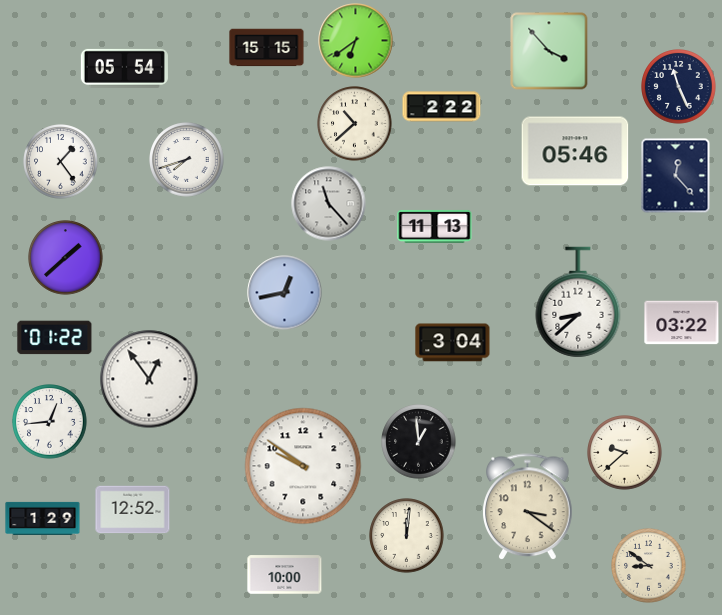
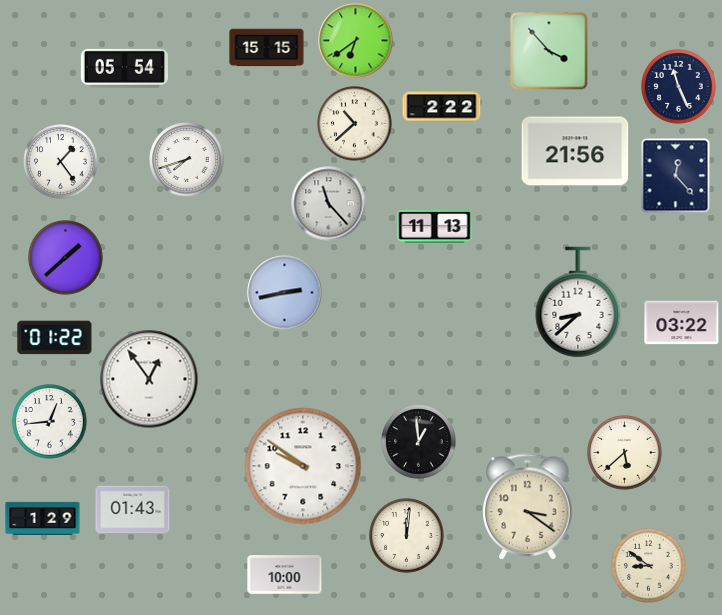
clock at (575, 151): 05:46 -> 21:56
clock at (285, 293): 12:43 -> 2:43
clock at (453, 343): 3:04 -> none
clock at (625, 453): 9:38 -> 5:38
clock at (133, 510): 12:52 -> 01:43
